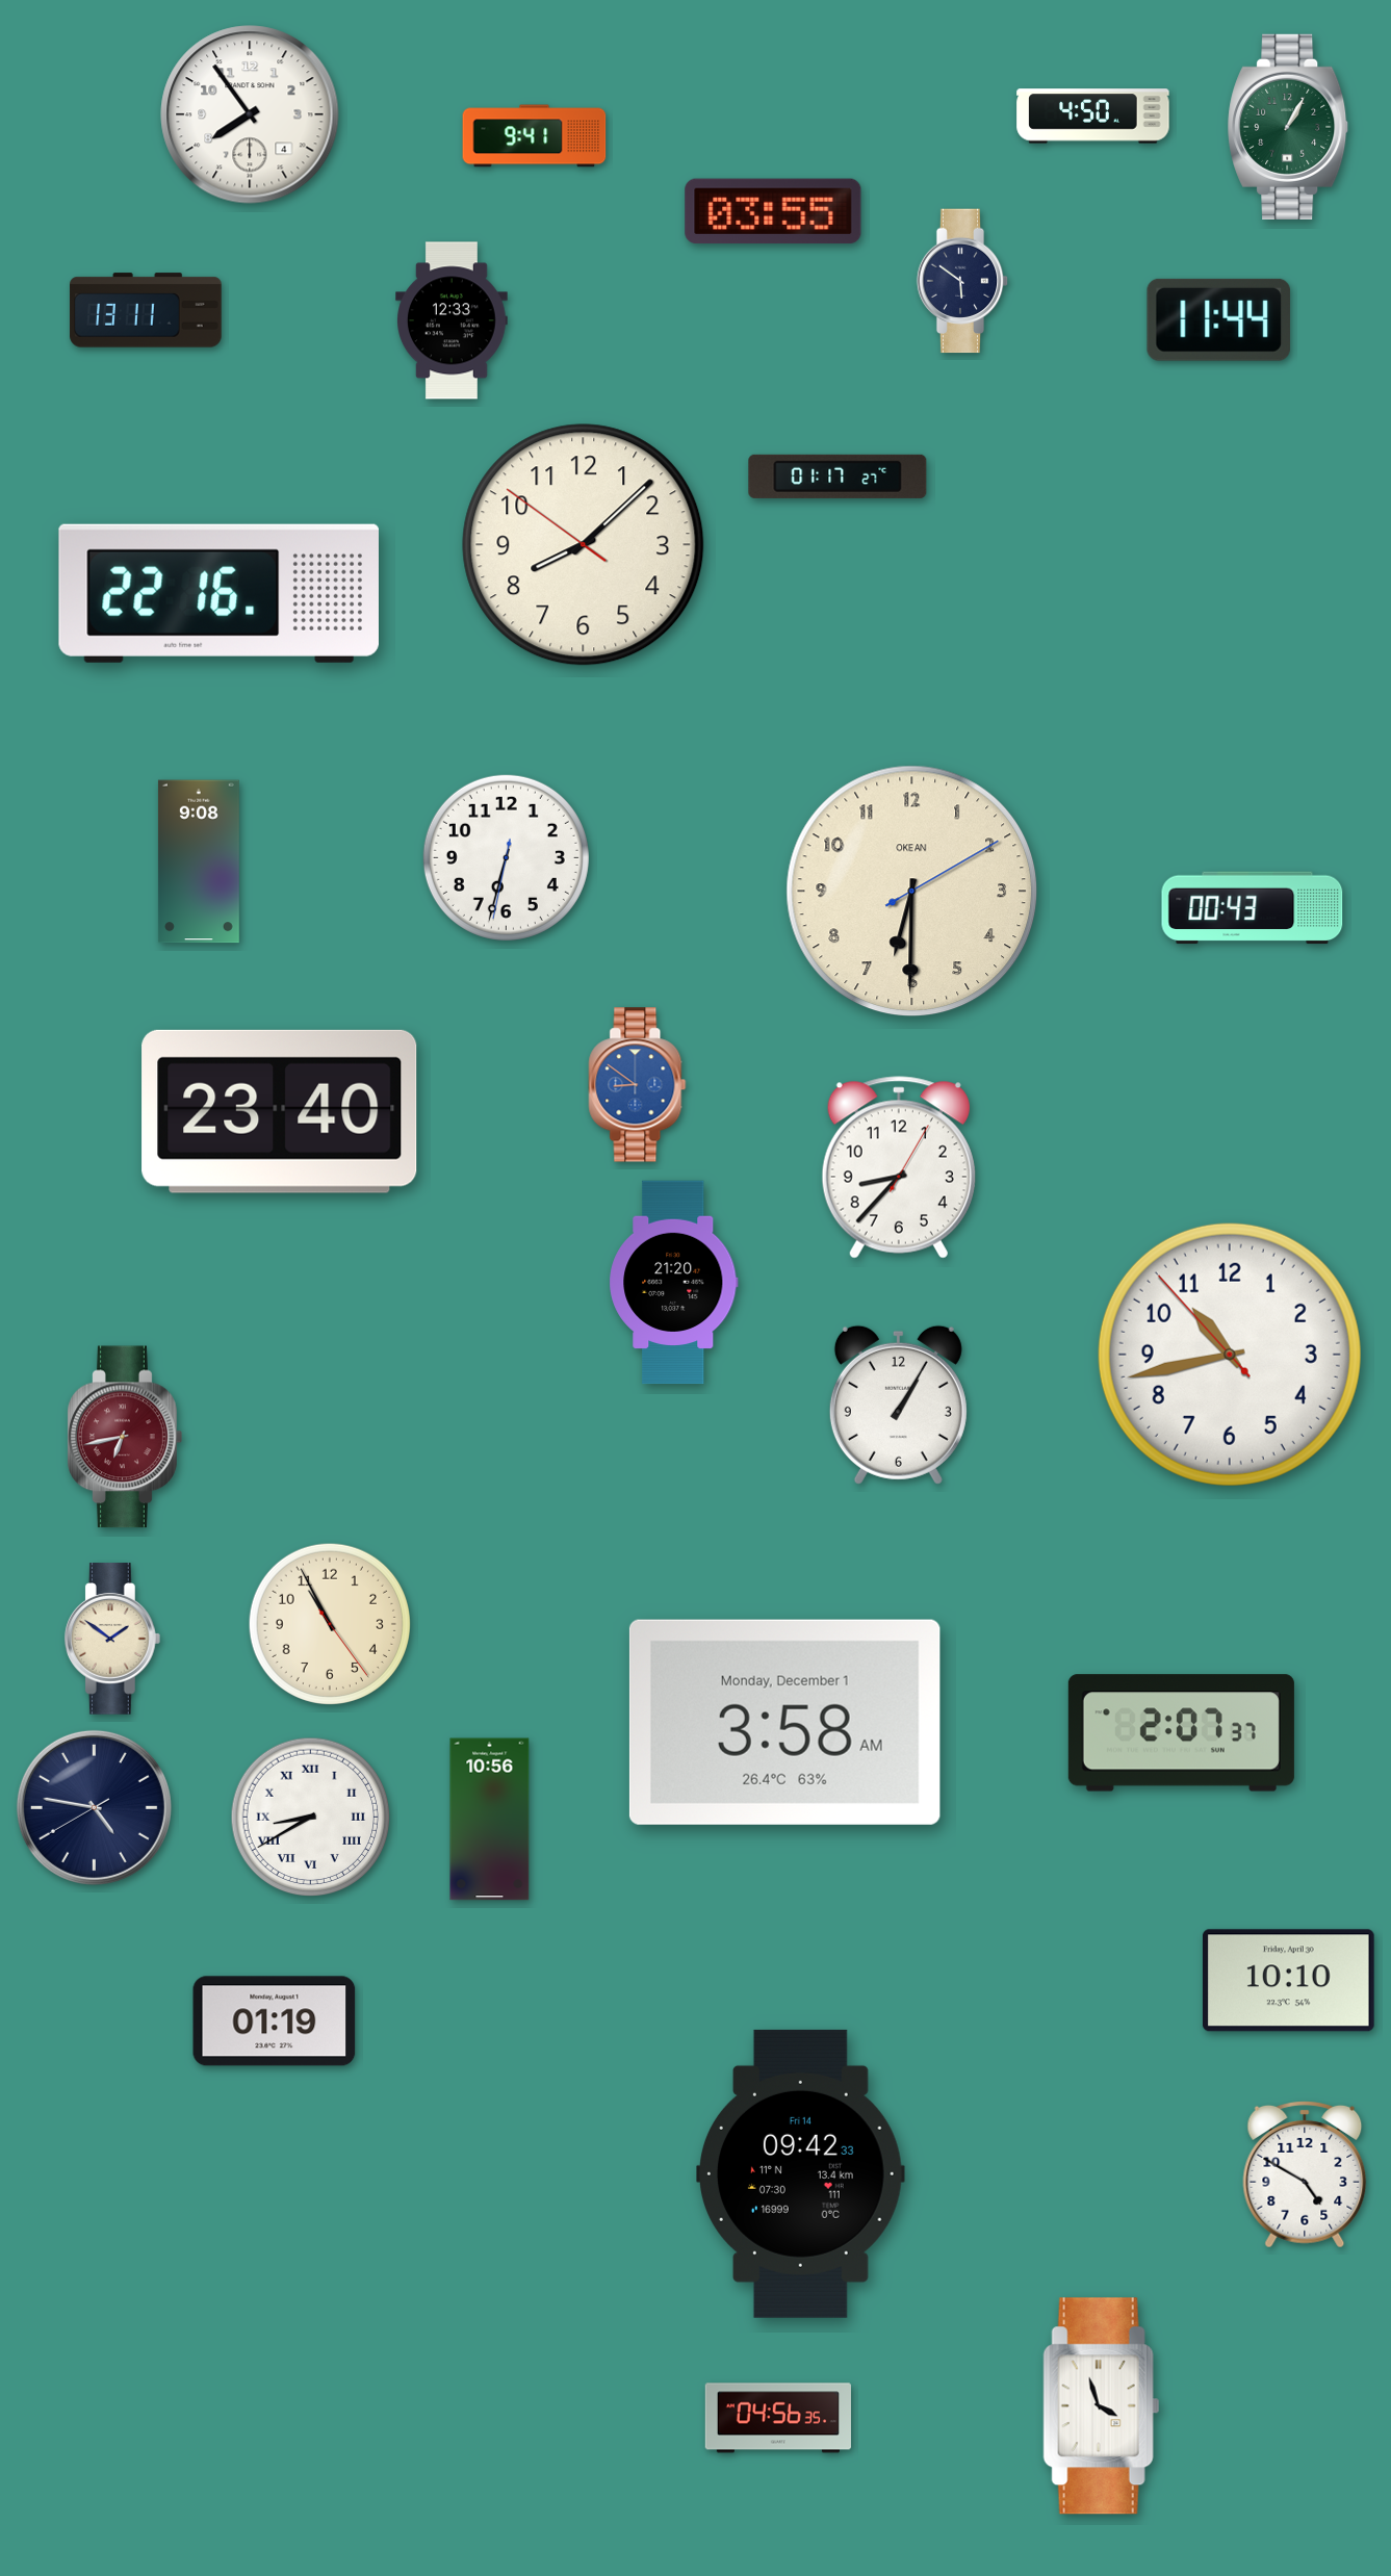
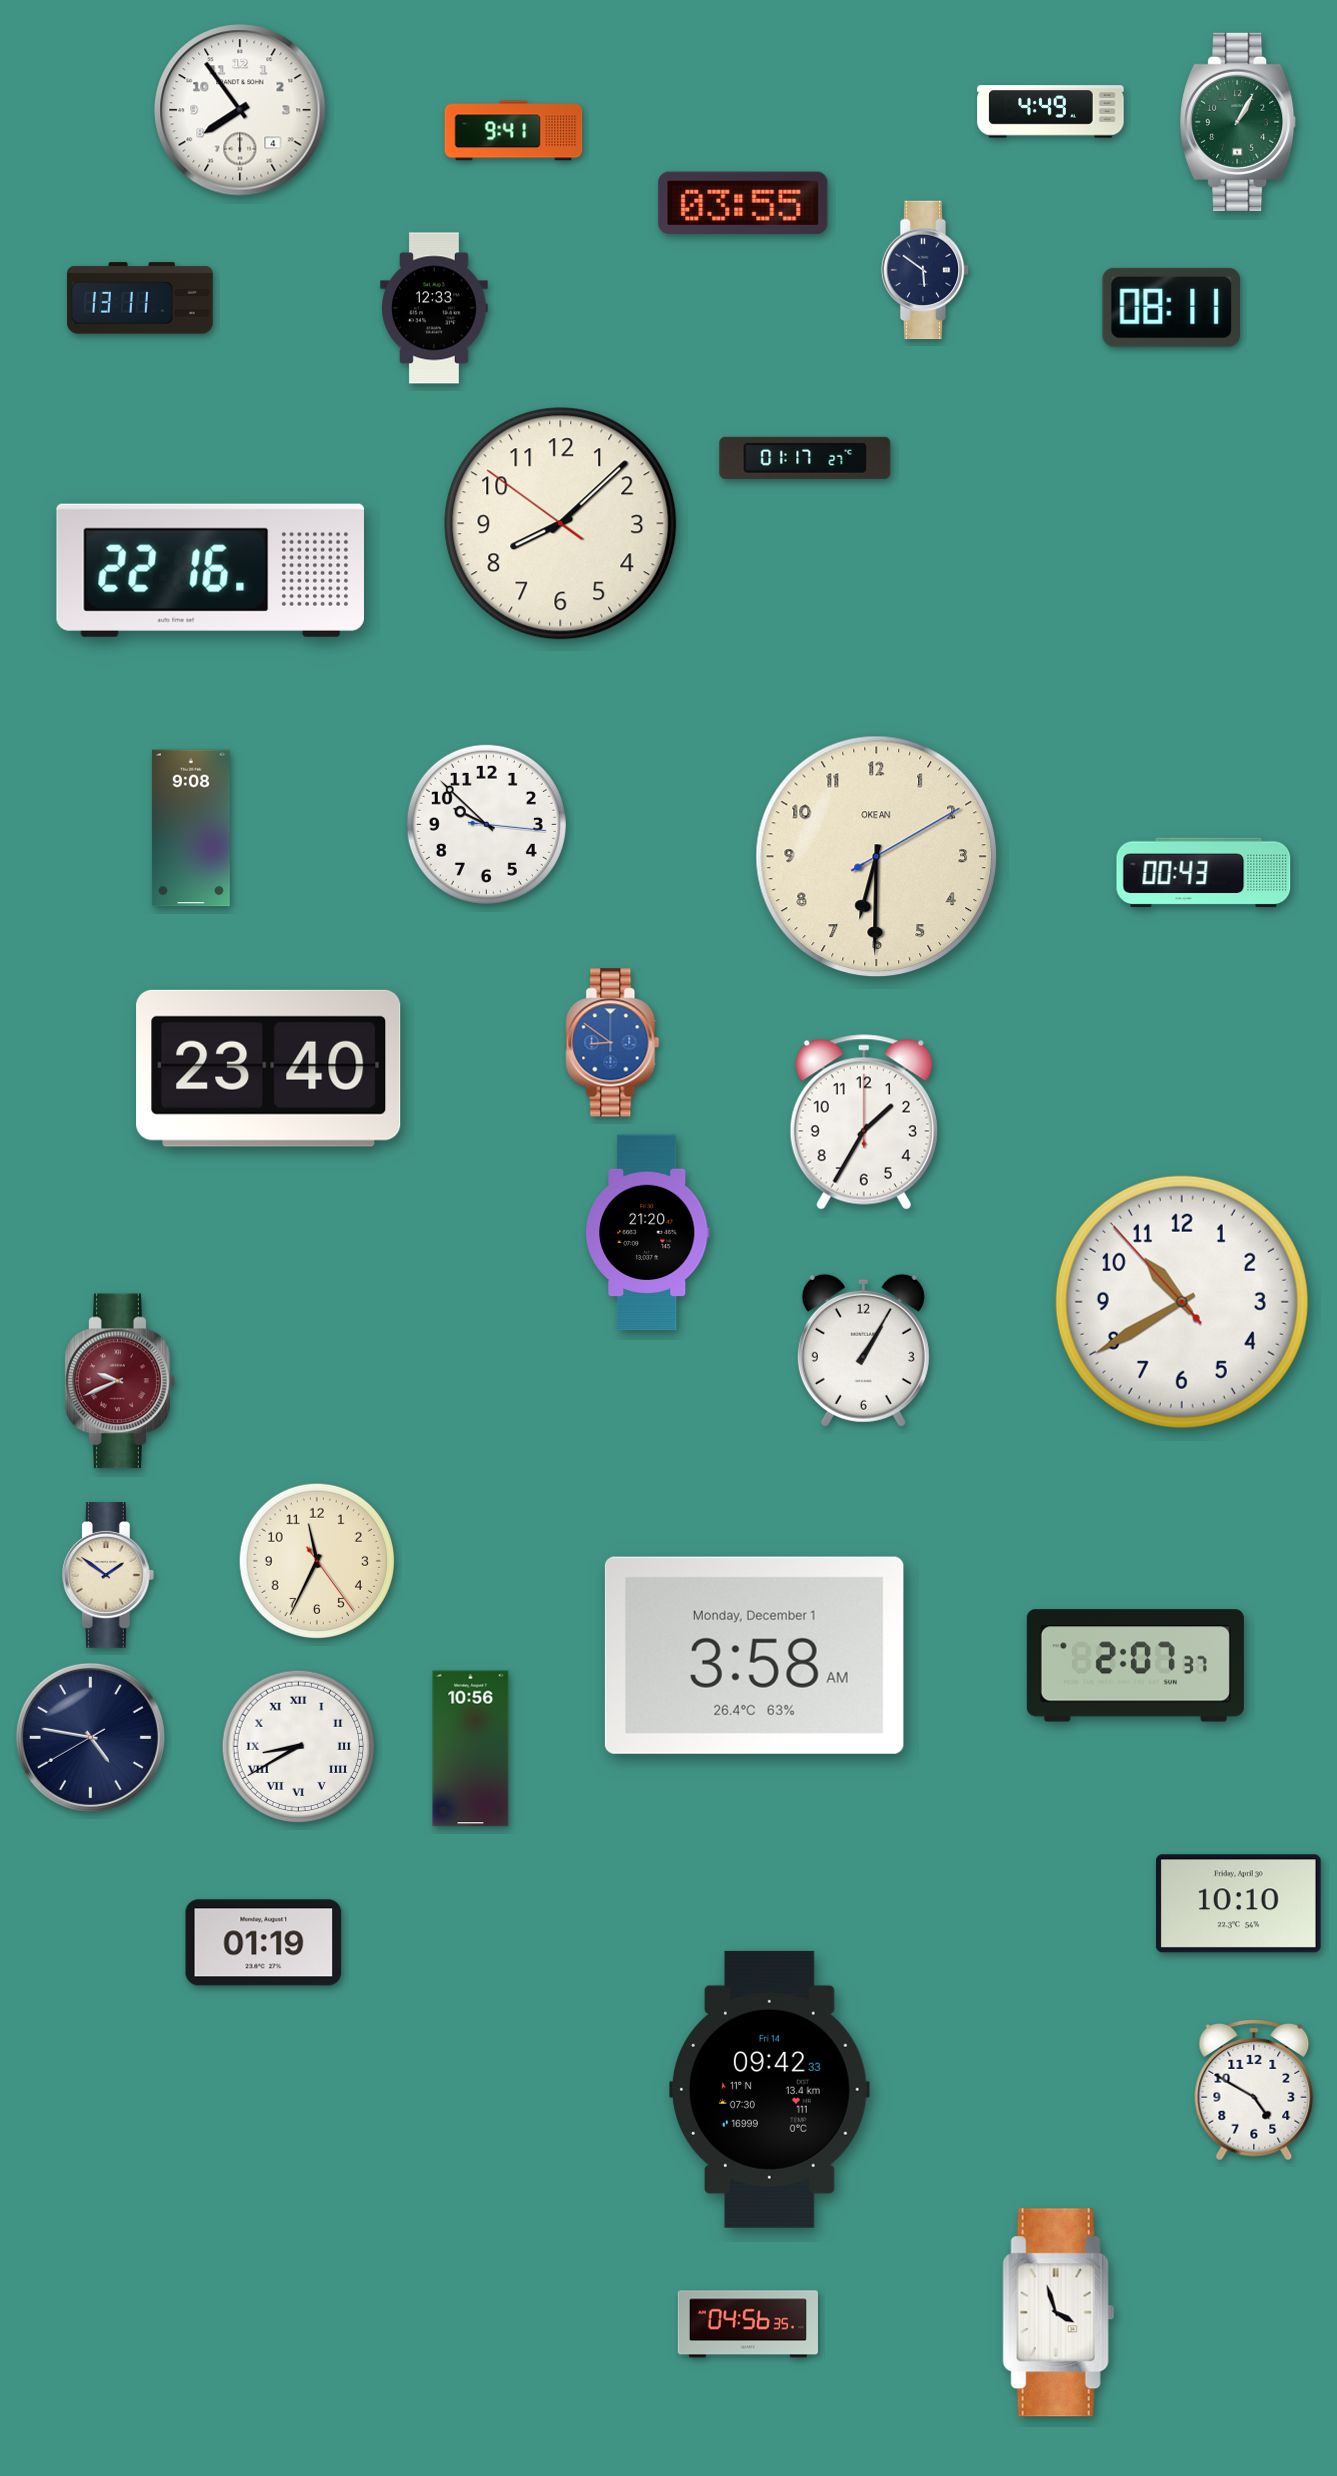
clock at (1093, 117): 4:50 -> 4:49
clock at (1218, 319): 11:44 -> 08:11
clock at (506, 857): 6:32 -> 9:52
clock at (899, 1167): 8:37 -> 1:35
clock at (1230, 1355): 10:42 -> 10:39
clock at (125, 1437): 6:43 -> 9:41
clock at (329, 1623): 10:55 -> 11:34
